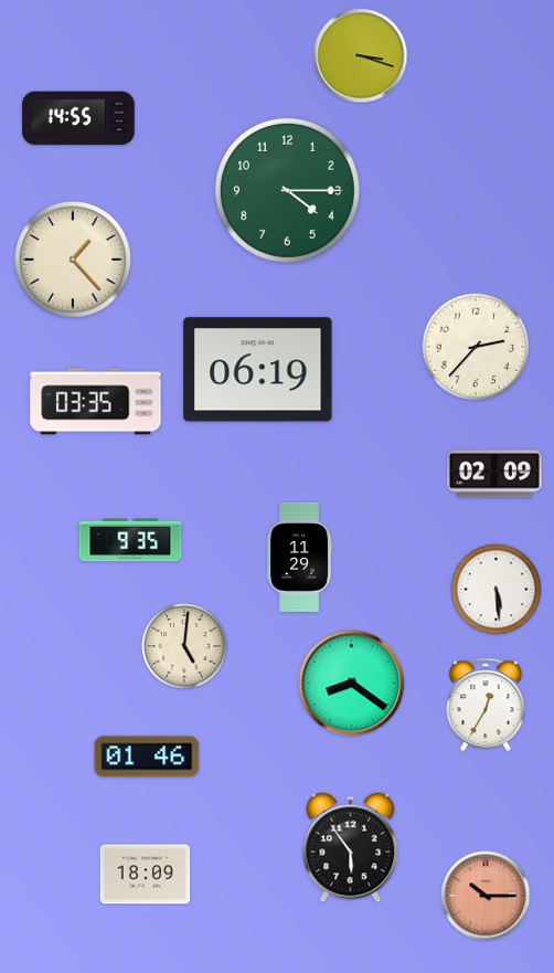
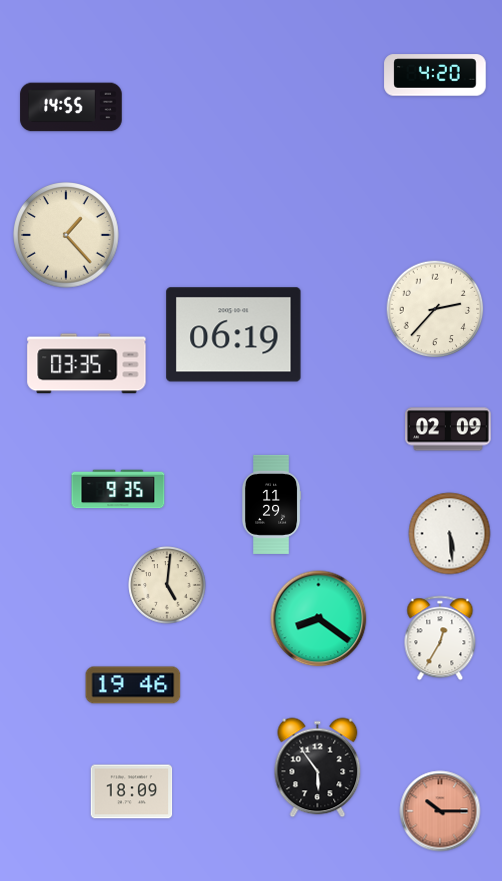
clock at (361, 56): 3:18 -> none
clock at (435, 75): none -> 4:20
clock at (287, 190): 4:15 -> none
clock at (476, 347) position: (476, 347) -> (435, 309)
clock at (147, 757): 01:46 -> 19:46
